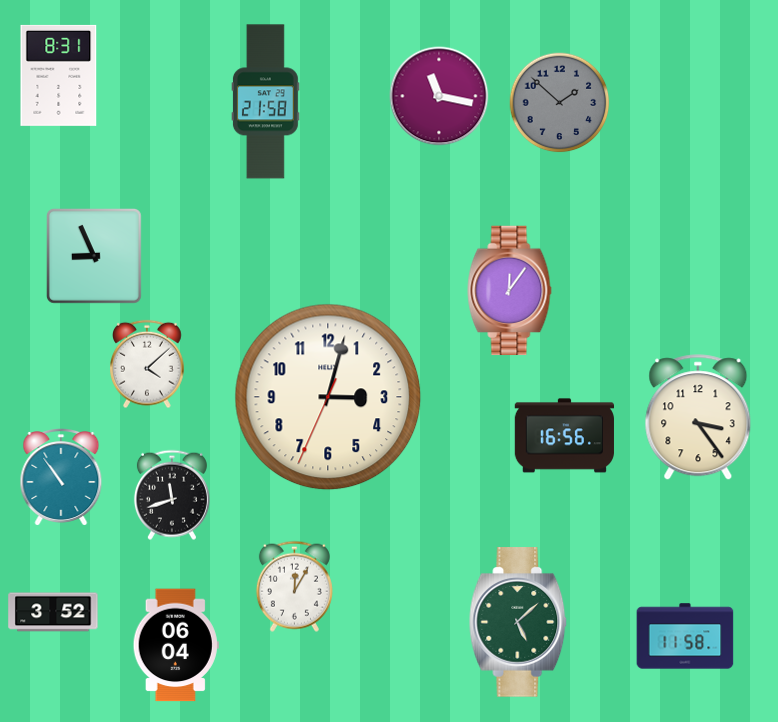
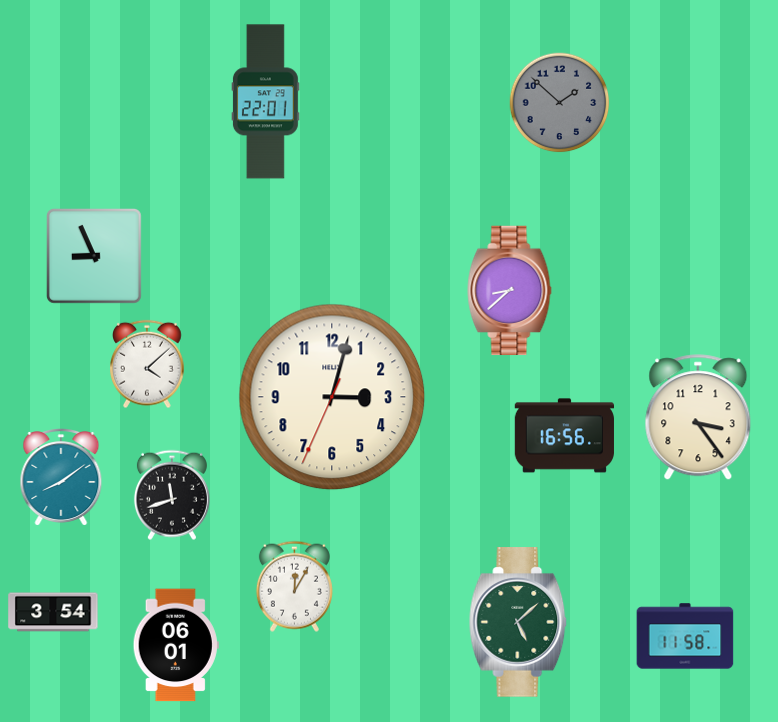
clock at (59, 75): 8:31 -> none
clock at (439, 96): 11:17 -> none
clock at (265, 102): 21:58 -> 22:01
clock at (510, 291): 12:06 -> 8:38
clock at (328, 397) position: (328, 397) -> (332, 397)
clock at (61, 478): 10:54 -> 8:09
clock at (53, 612): 3:52 -> 3:54
clock at (176, 645): 06:04 -> 06:01
